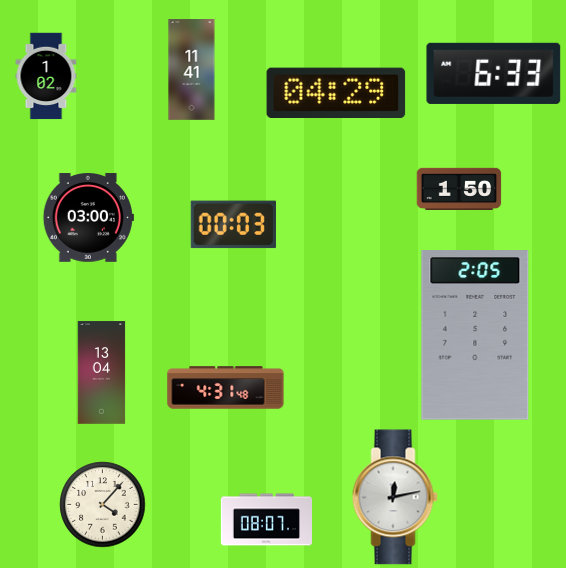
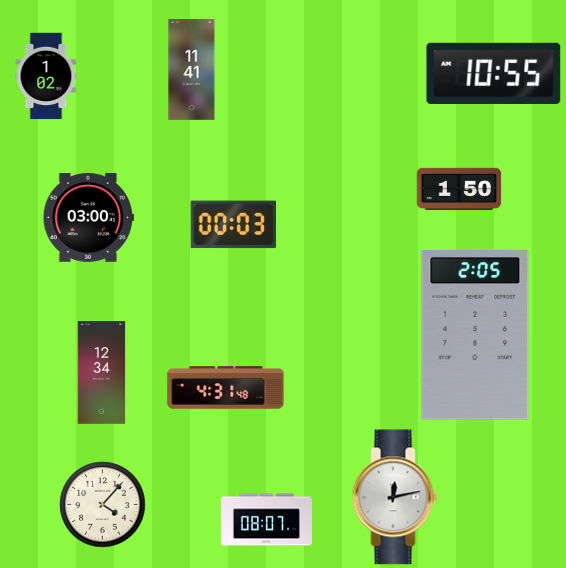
clock at (494, 73): 6:33 -> 10:55
clock at (336, 92): 04:29 -> none
clock at (102, 373): 13:04 -> 12:34
